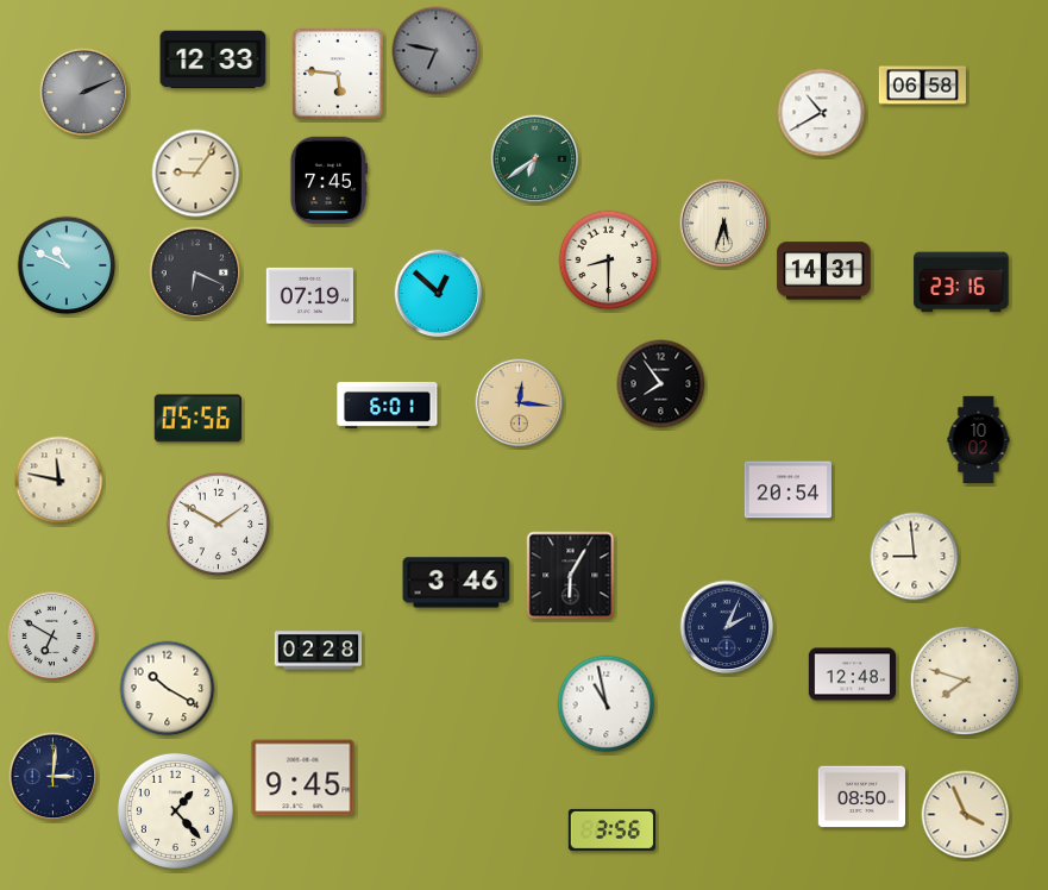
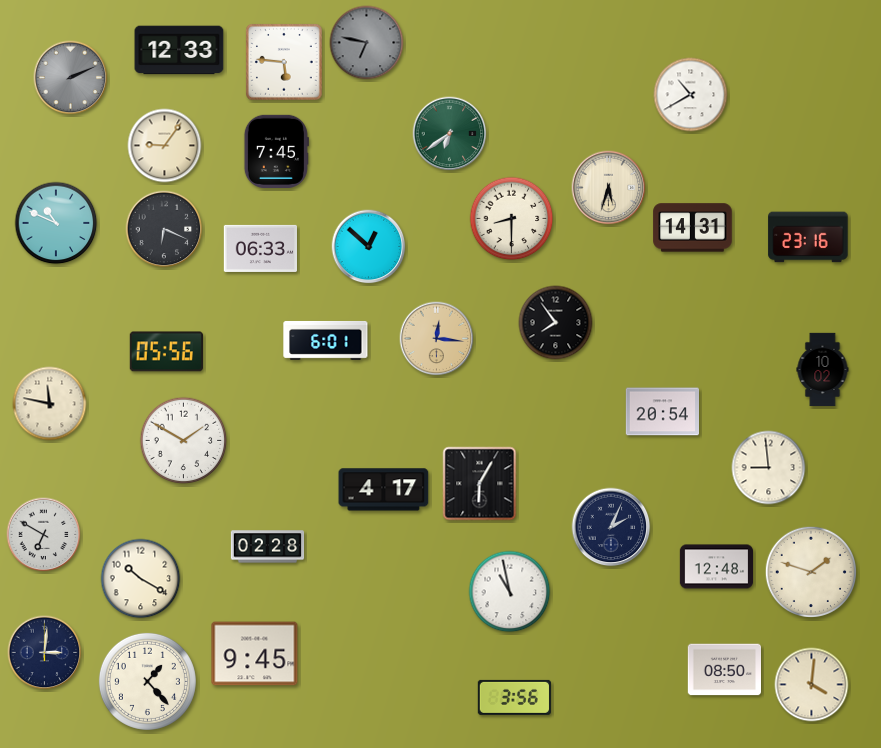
clock at (923, 86): 06:58 -> none
clock at (309, 295): 07:19 -> 06:33
clock at (457, 583): 3:46 -> 4:17
clock at (964, 679): 7:48 -> 1:48
clock at (966, 815): 3:56 -> 4:01
